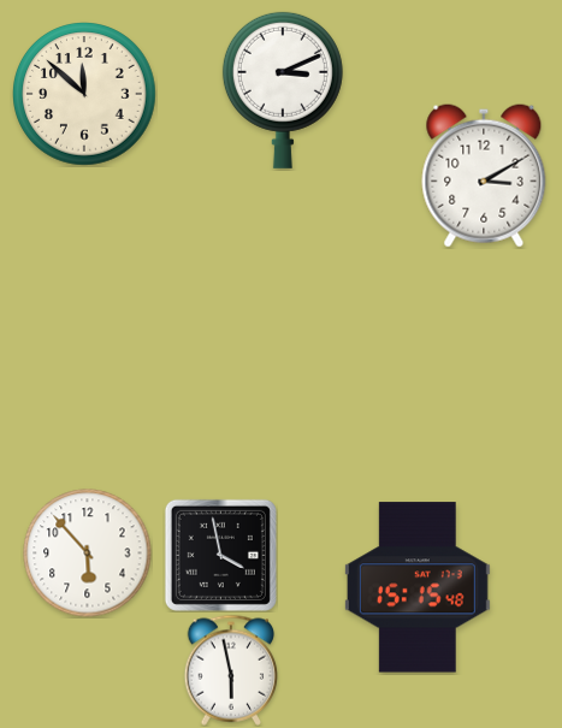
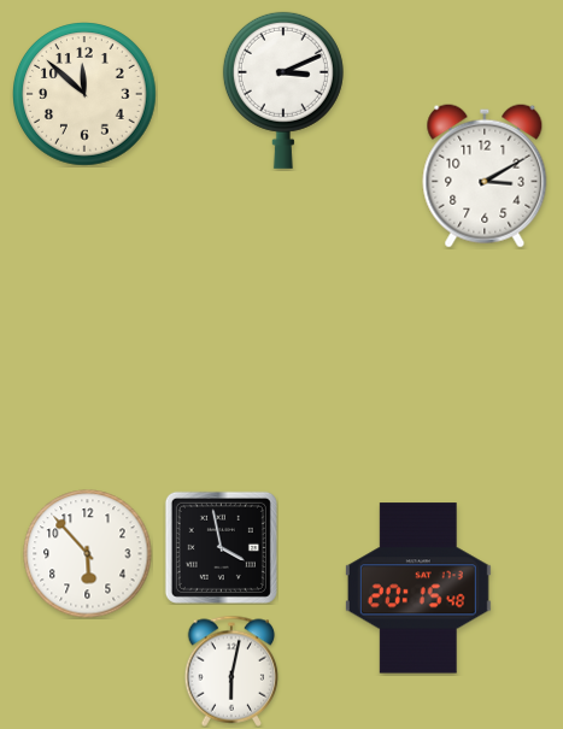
clock at (220, 555) position: (220, 555) -> (221, 547)
clock at (418, 587): 15:15 -> 20:15
clock at (231, 670): 5:58 -> 6:02
